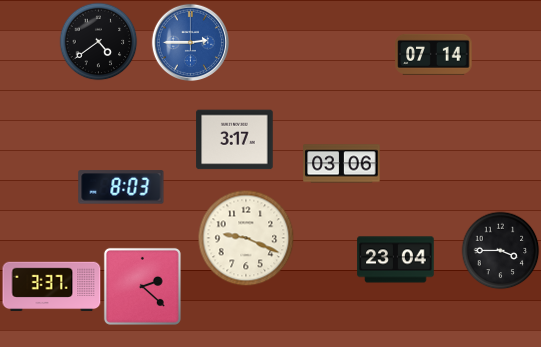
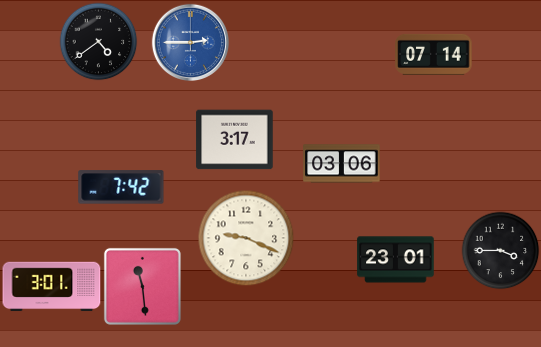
clock at (121, 187): 8:03 -> 7:42
clock at (396, 260): 23:04 -> 23:01
clock at (142, 286): 2:22 -> 11:29
clock at (52, 287): 3:37 -> 3:01
